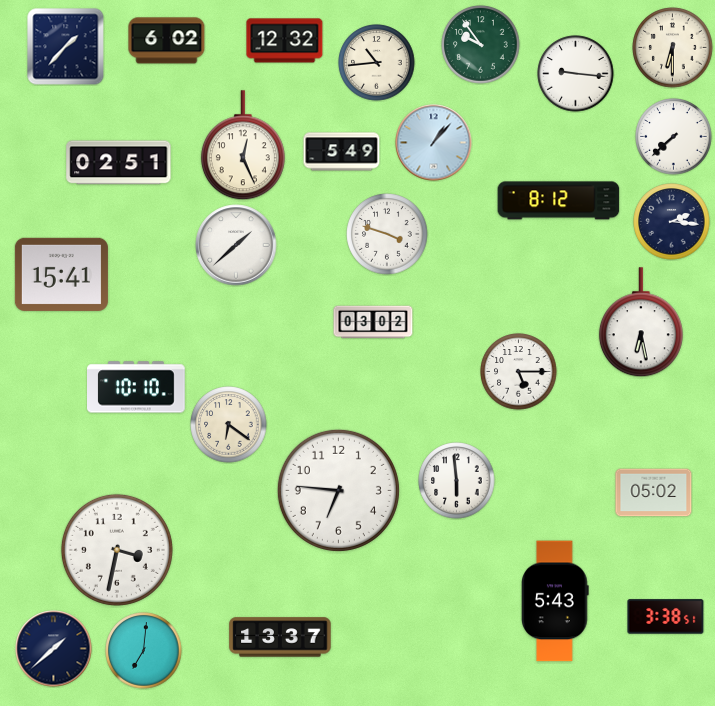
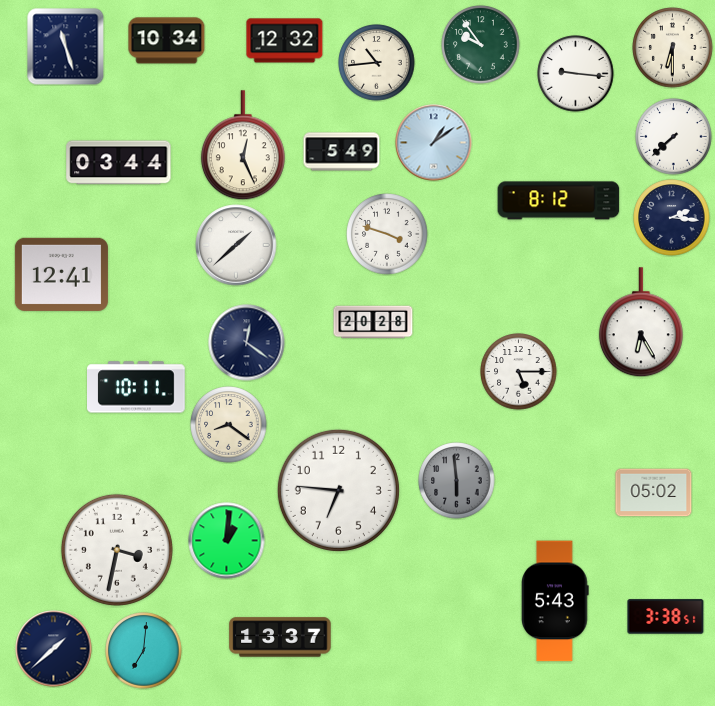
clock at (167, 41): 6:02 -> 10:34
clock at (66, 47): 1:37 -> 11:27
clock at (434, 143): 1:07 -> 1:09
clock at (119, 163): 02:51 -> 03:44
clock at (672, 222) position: (672, 222) -> (672, 218)
clock at (61, 274): 15:41 -> 12:41
clock at (373, 322): 03:02 -> 20:28
clock at (641, 323): 6:28 -> 6:25
clock at (247, 343): none -> 12:21
clock at (137, 387): 10:10 -> 10:11
clock at (229, 425): 6:21 -> 8:21
clock at (457, 481) dial: white -> grey
clock at (227, 541): none -> 1:01
